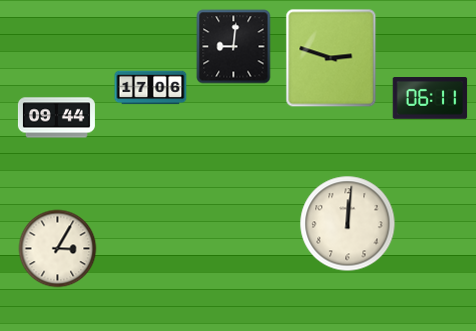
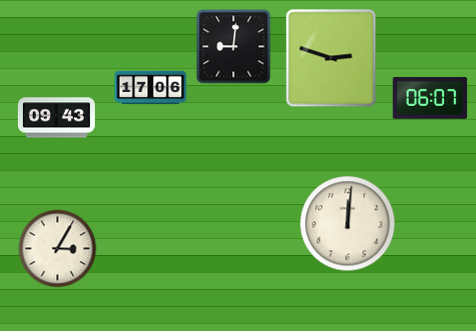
clock at (430, 99): 06:11 -> 06:07
clock at (56, 118): 09:44 -> 09:43
